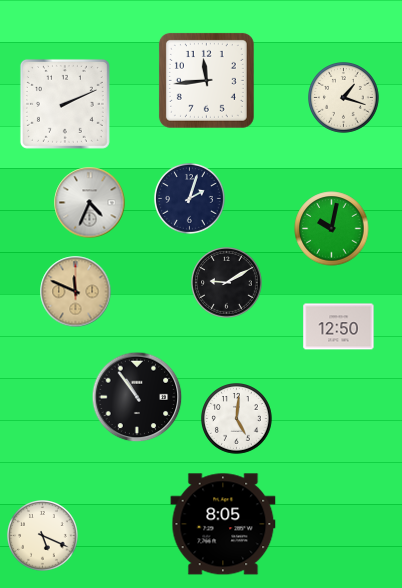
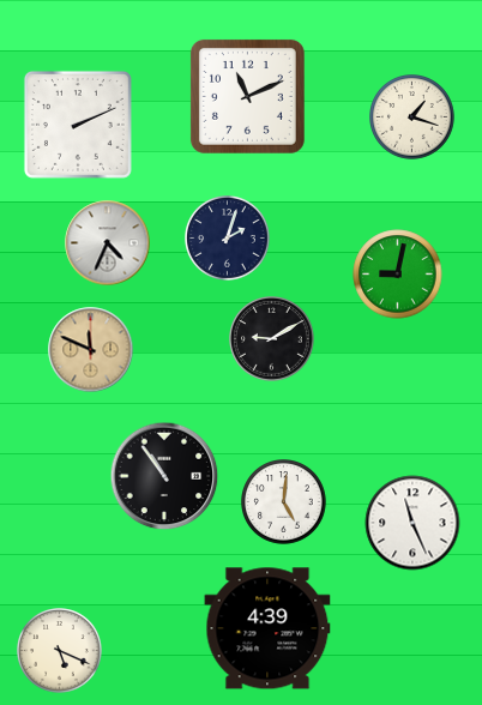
clock at (206, 80): 11:44 -> 11:11
clock at (332, 229): 10:02 -> 9:02
clock at (339, 327): 12:50 -> none
clock at (412, 523): none -> 11:26
clock at (223, 524): 8:05 -> 4:39
clock at (43, 536) position: (43, 536) -> (60, 651)
